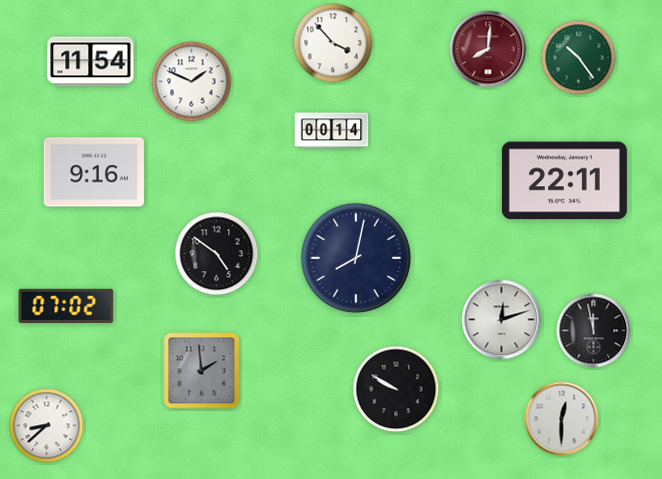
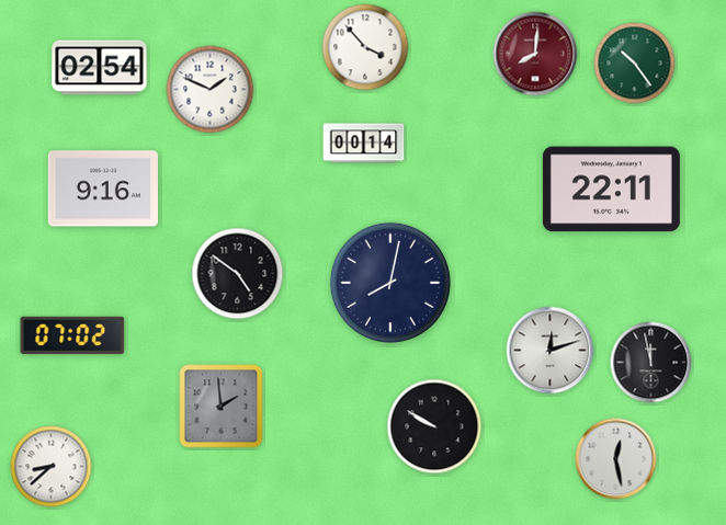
clock at (91, 62): 11:54 -> 02:54
clock at (564, 181) position: (564, 181) -> (611, 190)
clock at (217, 254) position: (217, 254) -> (238, 274)
clock at (562, 419): 12:30 -> 12:28
